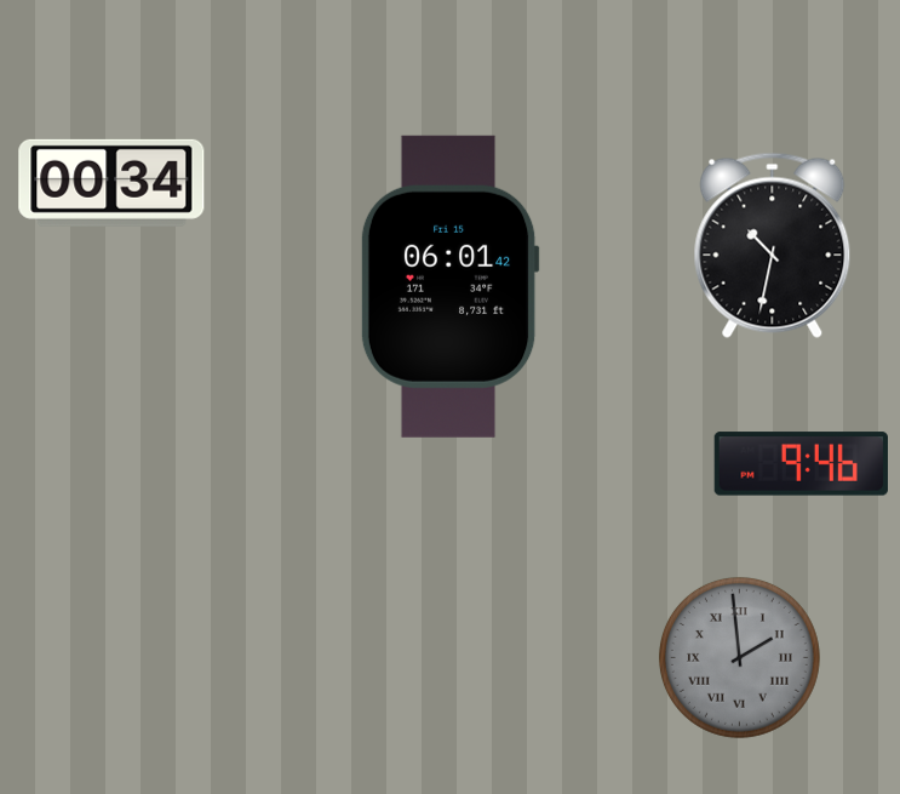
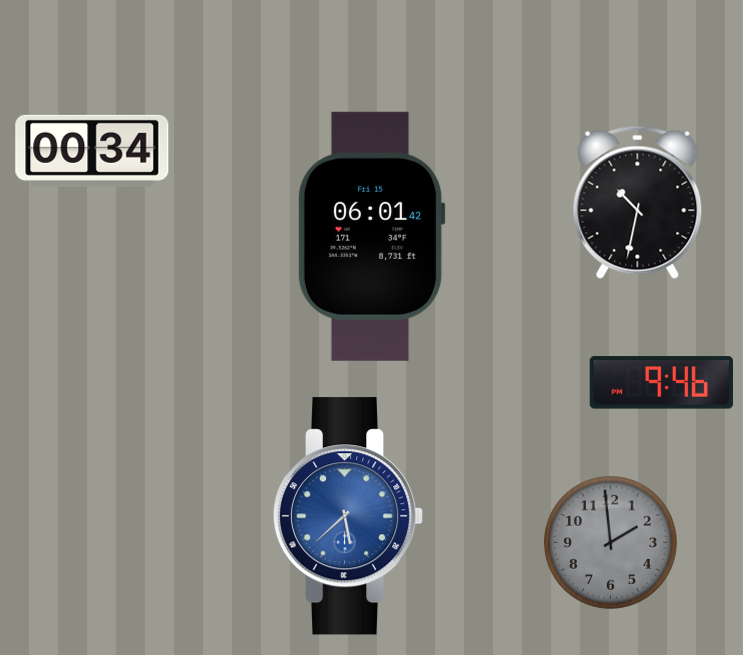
clock at (348, 516): none -> 5:38
clock at (739, 657) numerals: Roman -> Arabic
